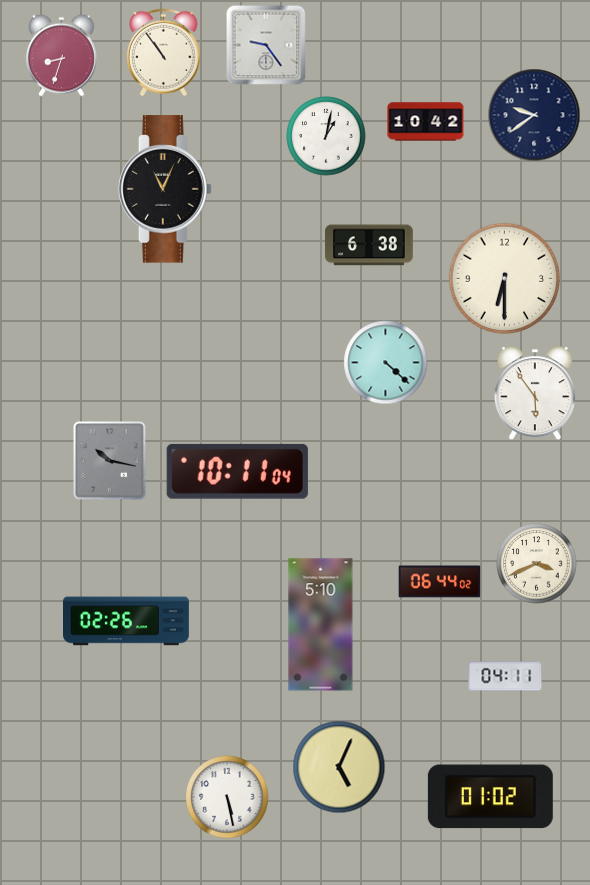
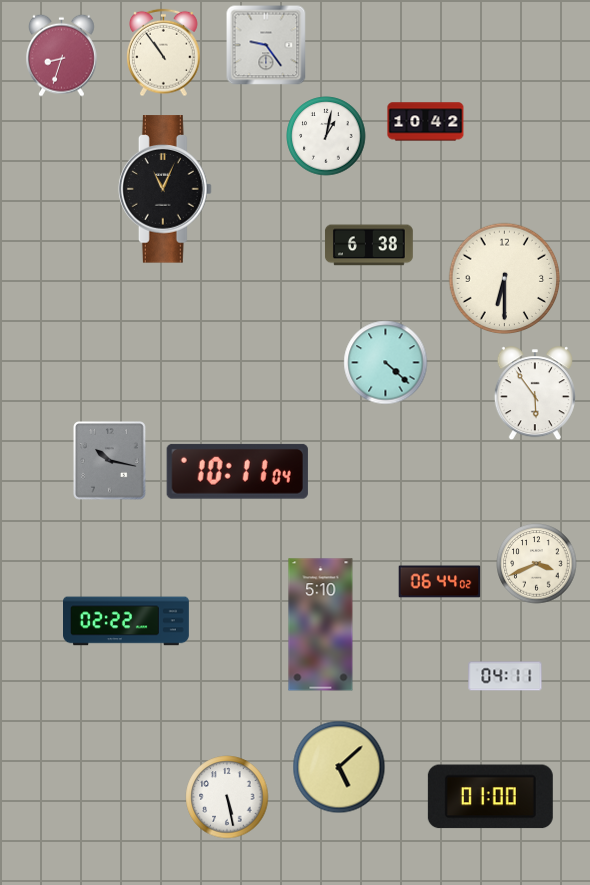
clock at (534, 115): 9:39 -> none
clock at (127, 621): 02:26 -> 02:22
clock at (339, 767): 5:04 -> 5:08
clock at (490, 797): 01:02 -> 01:00
